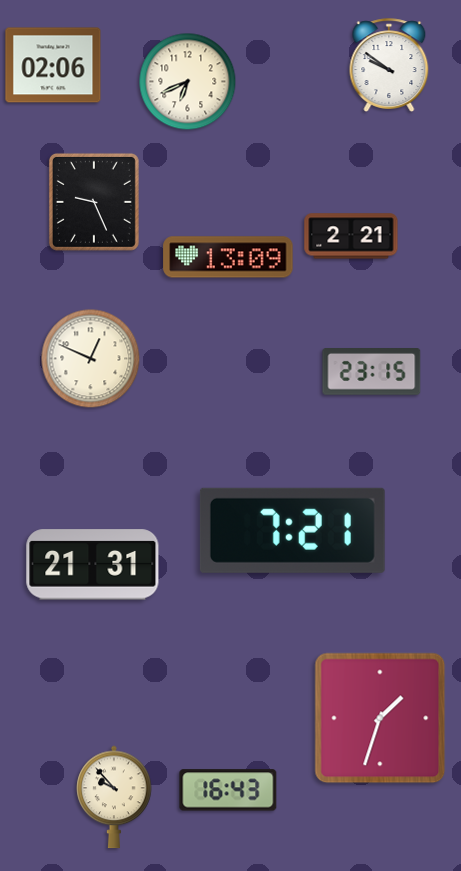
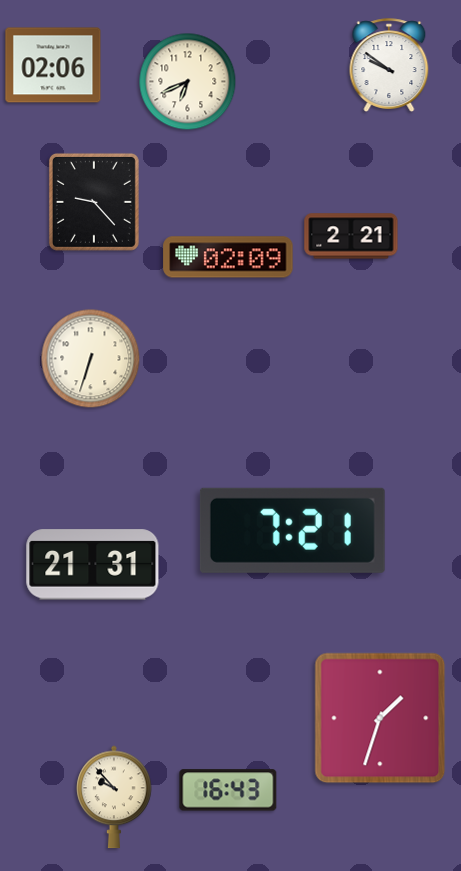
clock at (94, 202): 9:26 -> 9:23
clock at (228, 257): 13:09 -> 02:09
clock at (91, 359): 12:49 -> 6:33
clock at (372, 372): 23:15 -> none
